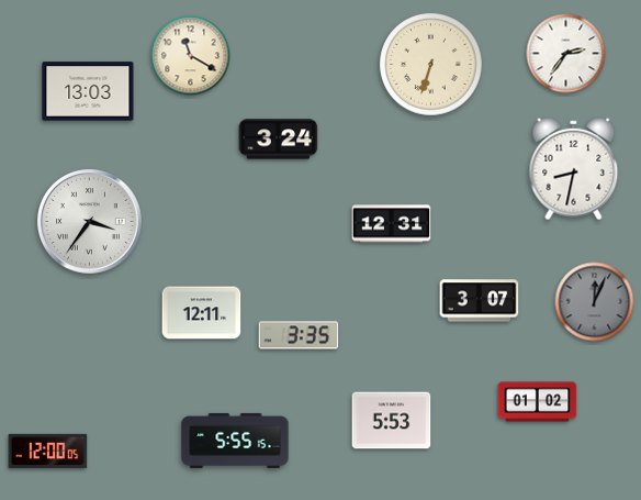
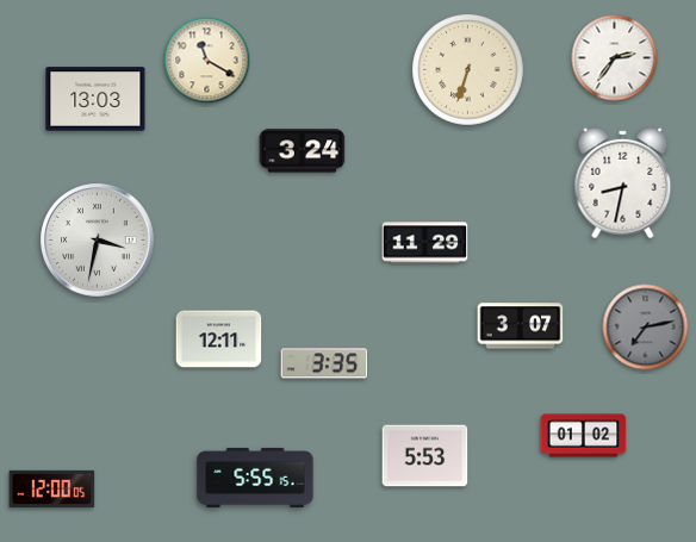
clock at (90, 222): 3:36 -> 3:32
clock at (392, 224): 12:31 -> 11:29
clock at (595, 302): 12:04 -> 7:13
